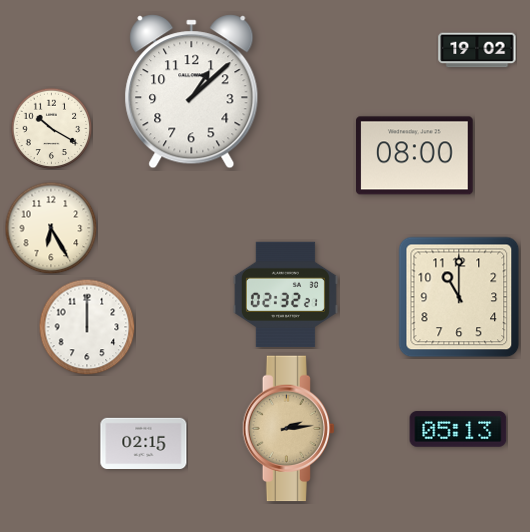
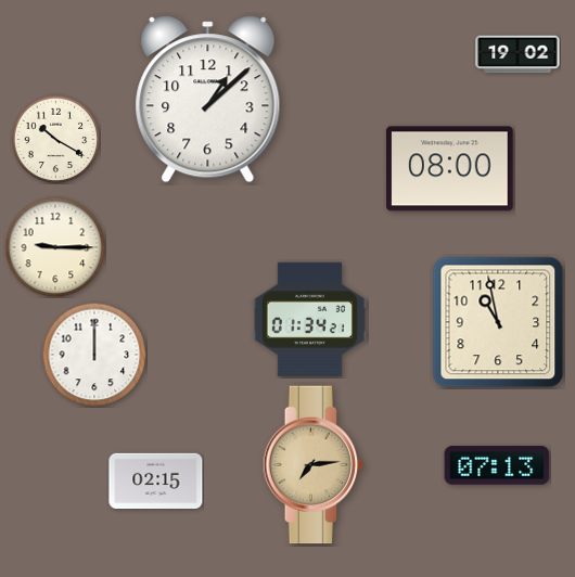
clock at (51, 228): 6:25 -> 9:15
clock at (285, 294): 02:32 -> 01:34
clock at (459, 297): 11:00 -> 10:58
clock at (288, 429): 2:14 -> 7:14
clock at (458, 429): 05:13 -> 07:13
